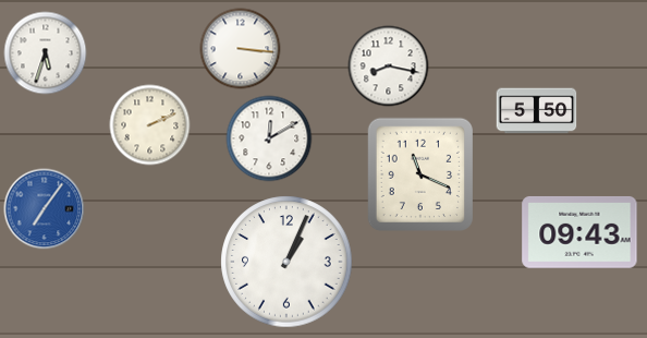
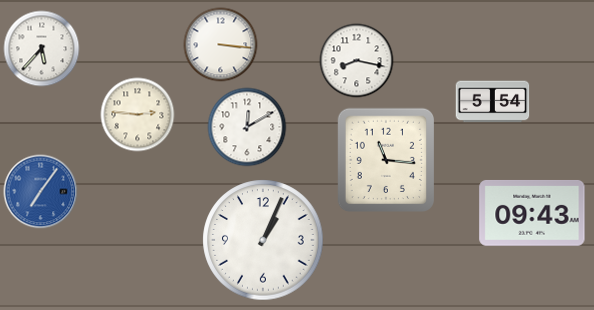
clock at (46, 53): 5:33 -> 5:37
clock at (537, 111): 5:50 -> 5:54
clock at (150, 125): 2:11 -> 2:46
clock at (419, 173): 11:19 -> 11:16
